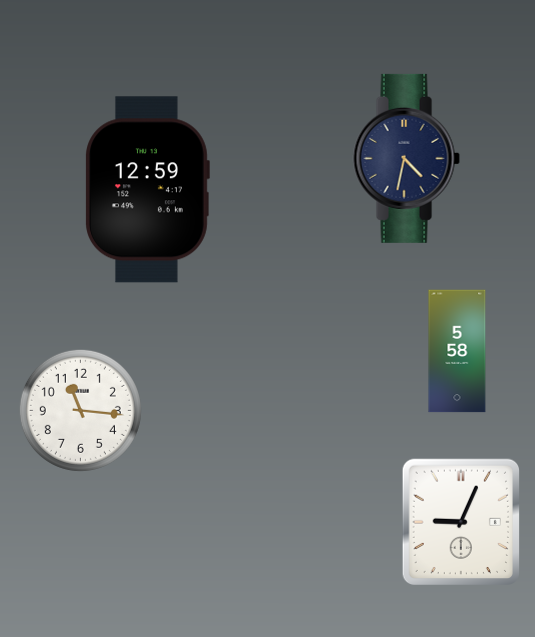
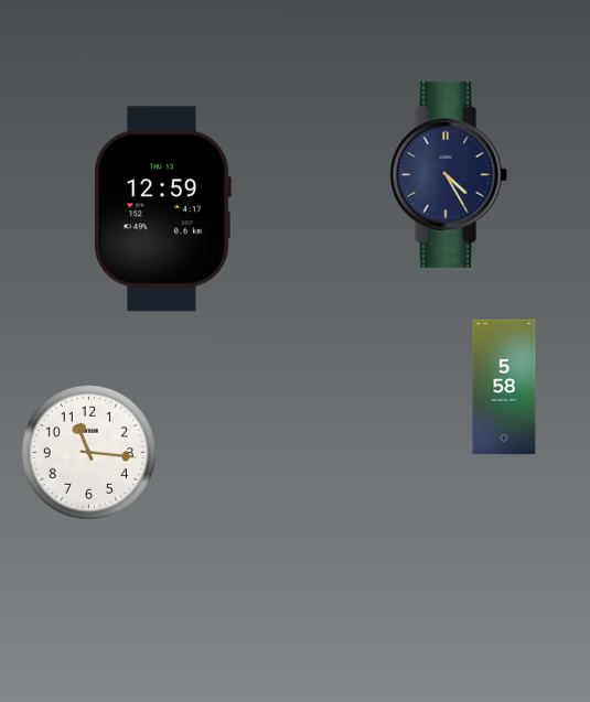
clock at (406, 158): 4:32 -> 4:25
clock at (460, 521): 9:04 -> none
